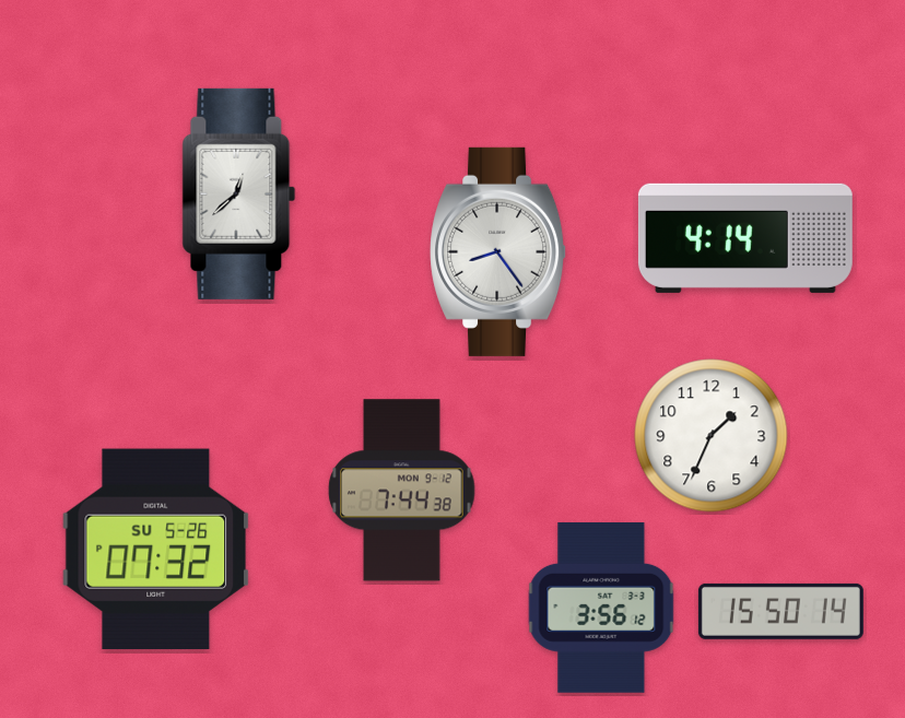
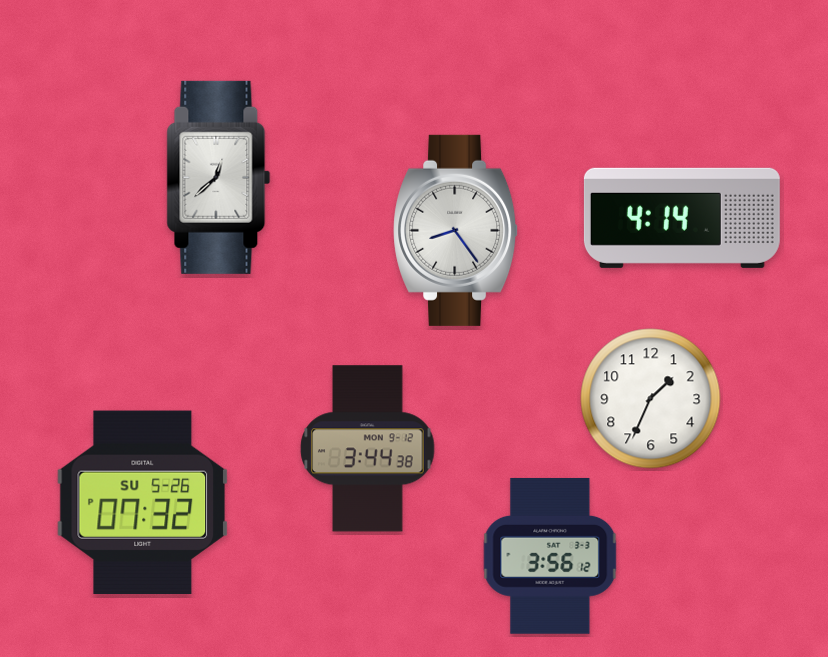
clock at (402, 491): 7:44 -> 3:44
clock at (780, 611): 15:50 -> none
